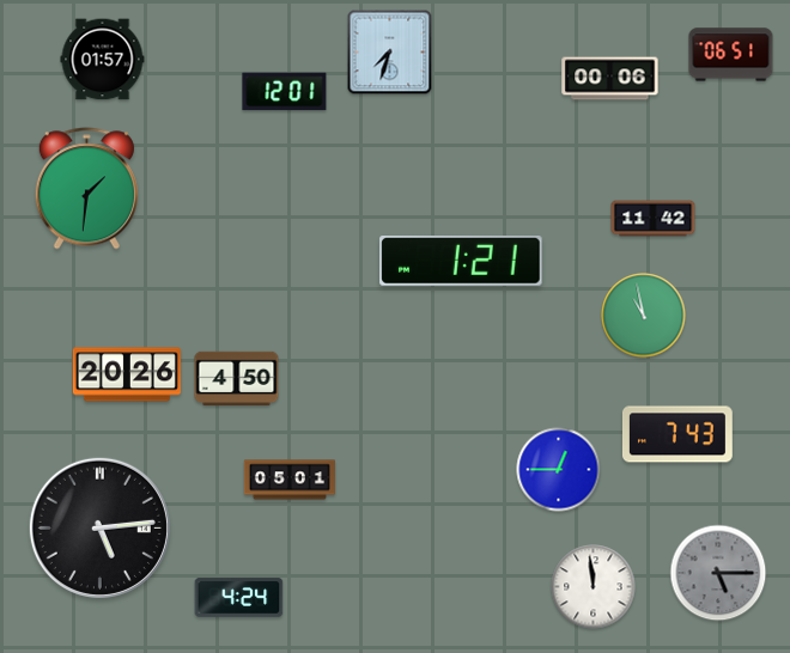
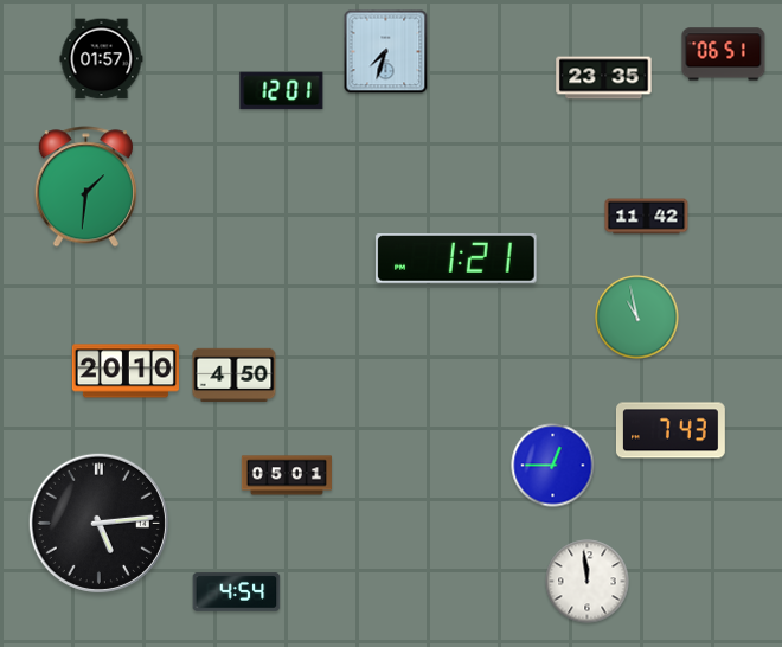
clock at (610, 79): 00:06 -> 23:35
clock at (644, 316) position: (644, 316) -> (637, 318)
clock at (127, 374): 20:26 -> 20:10
clock at (718, 573): 5:15 -> none
clock at (239, 598): 4:24 -> 4:54
